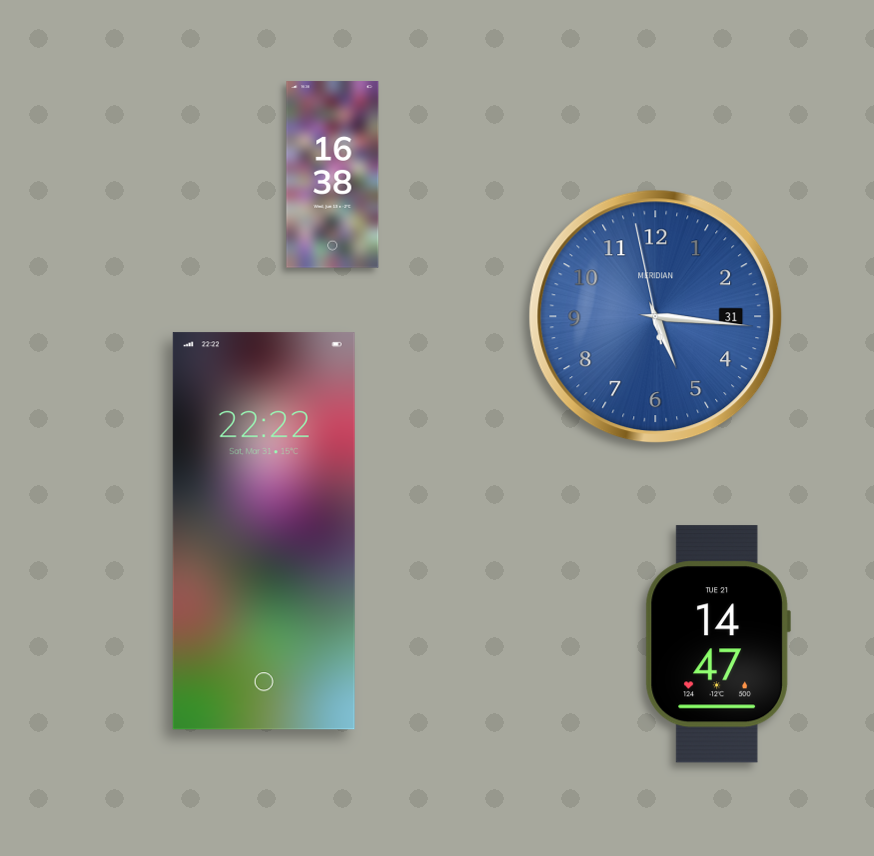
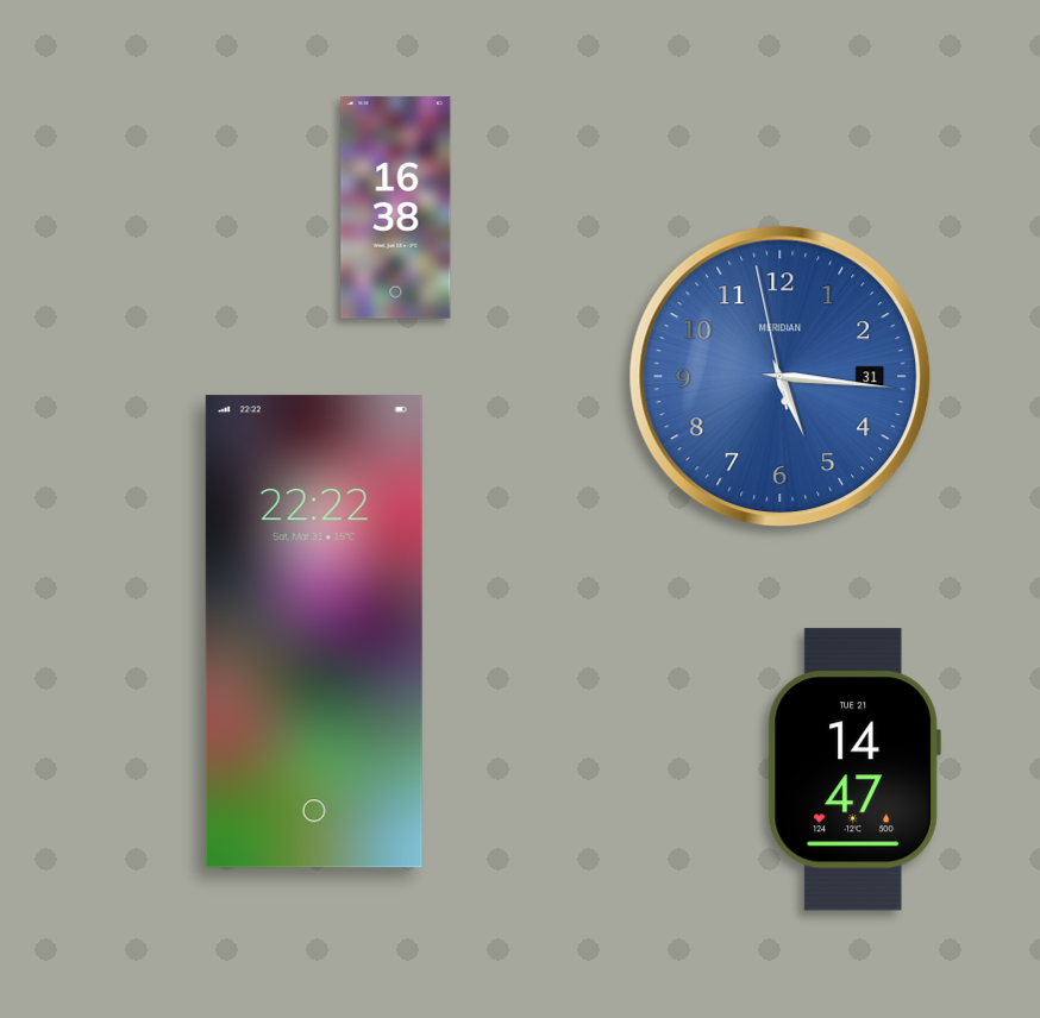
clock at (718, 644) position: (718, 644) -> (854, 769)
